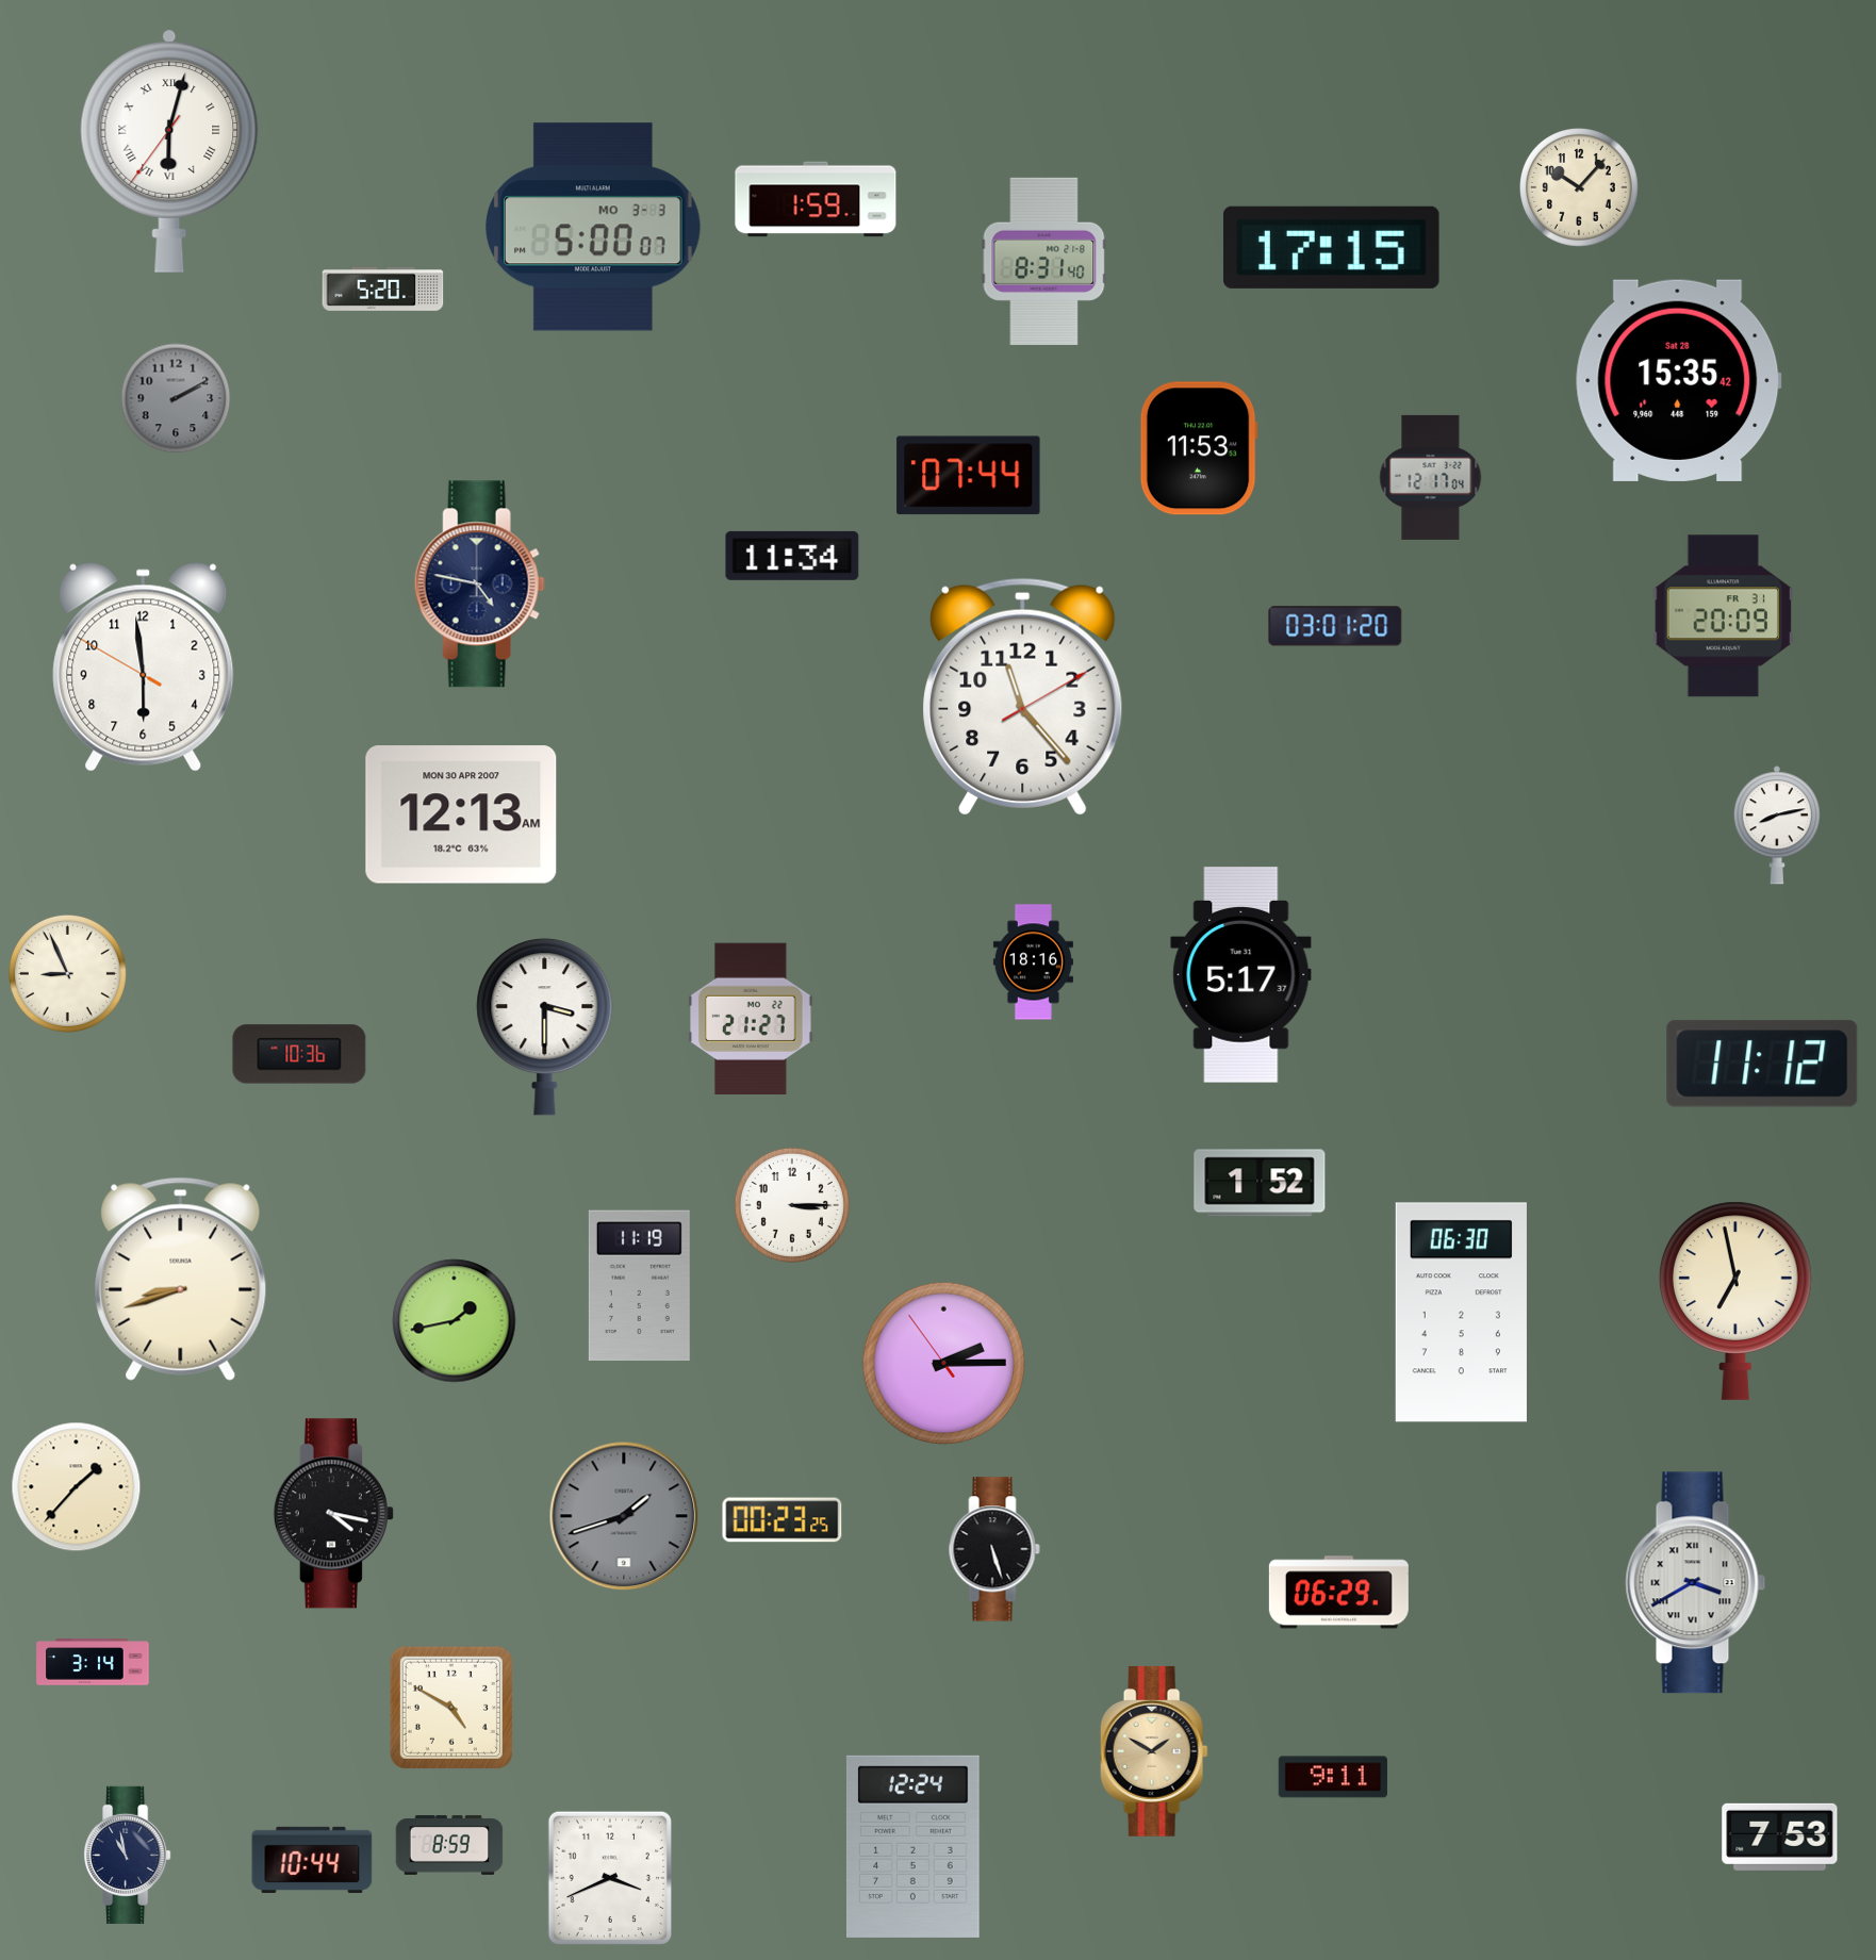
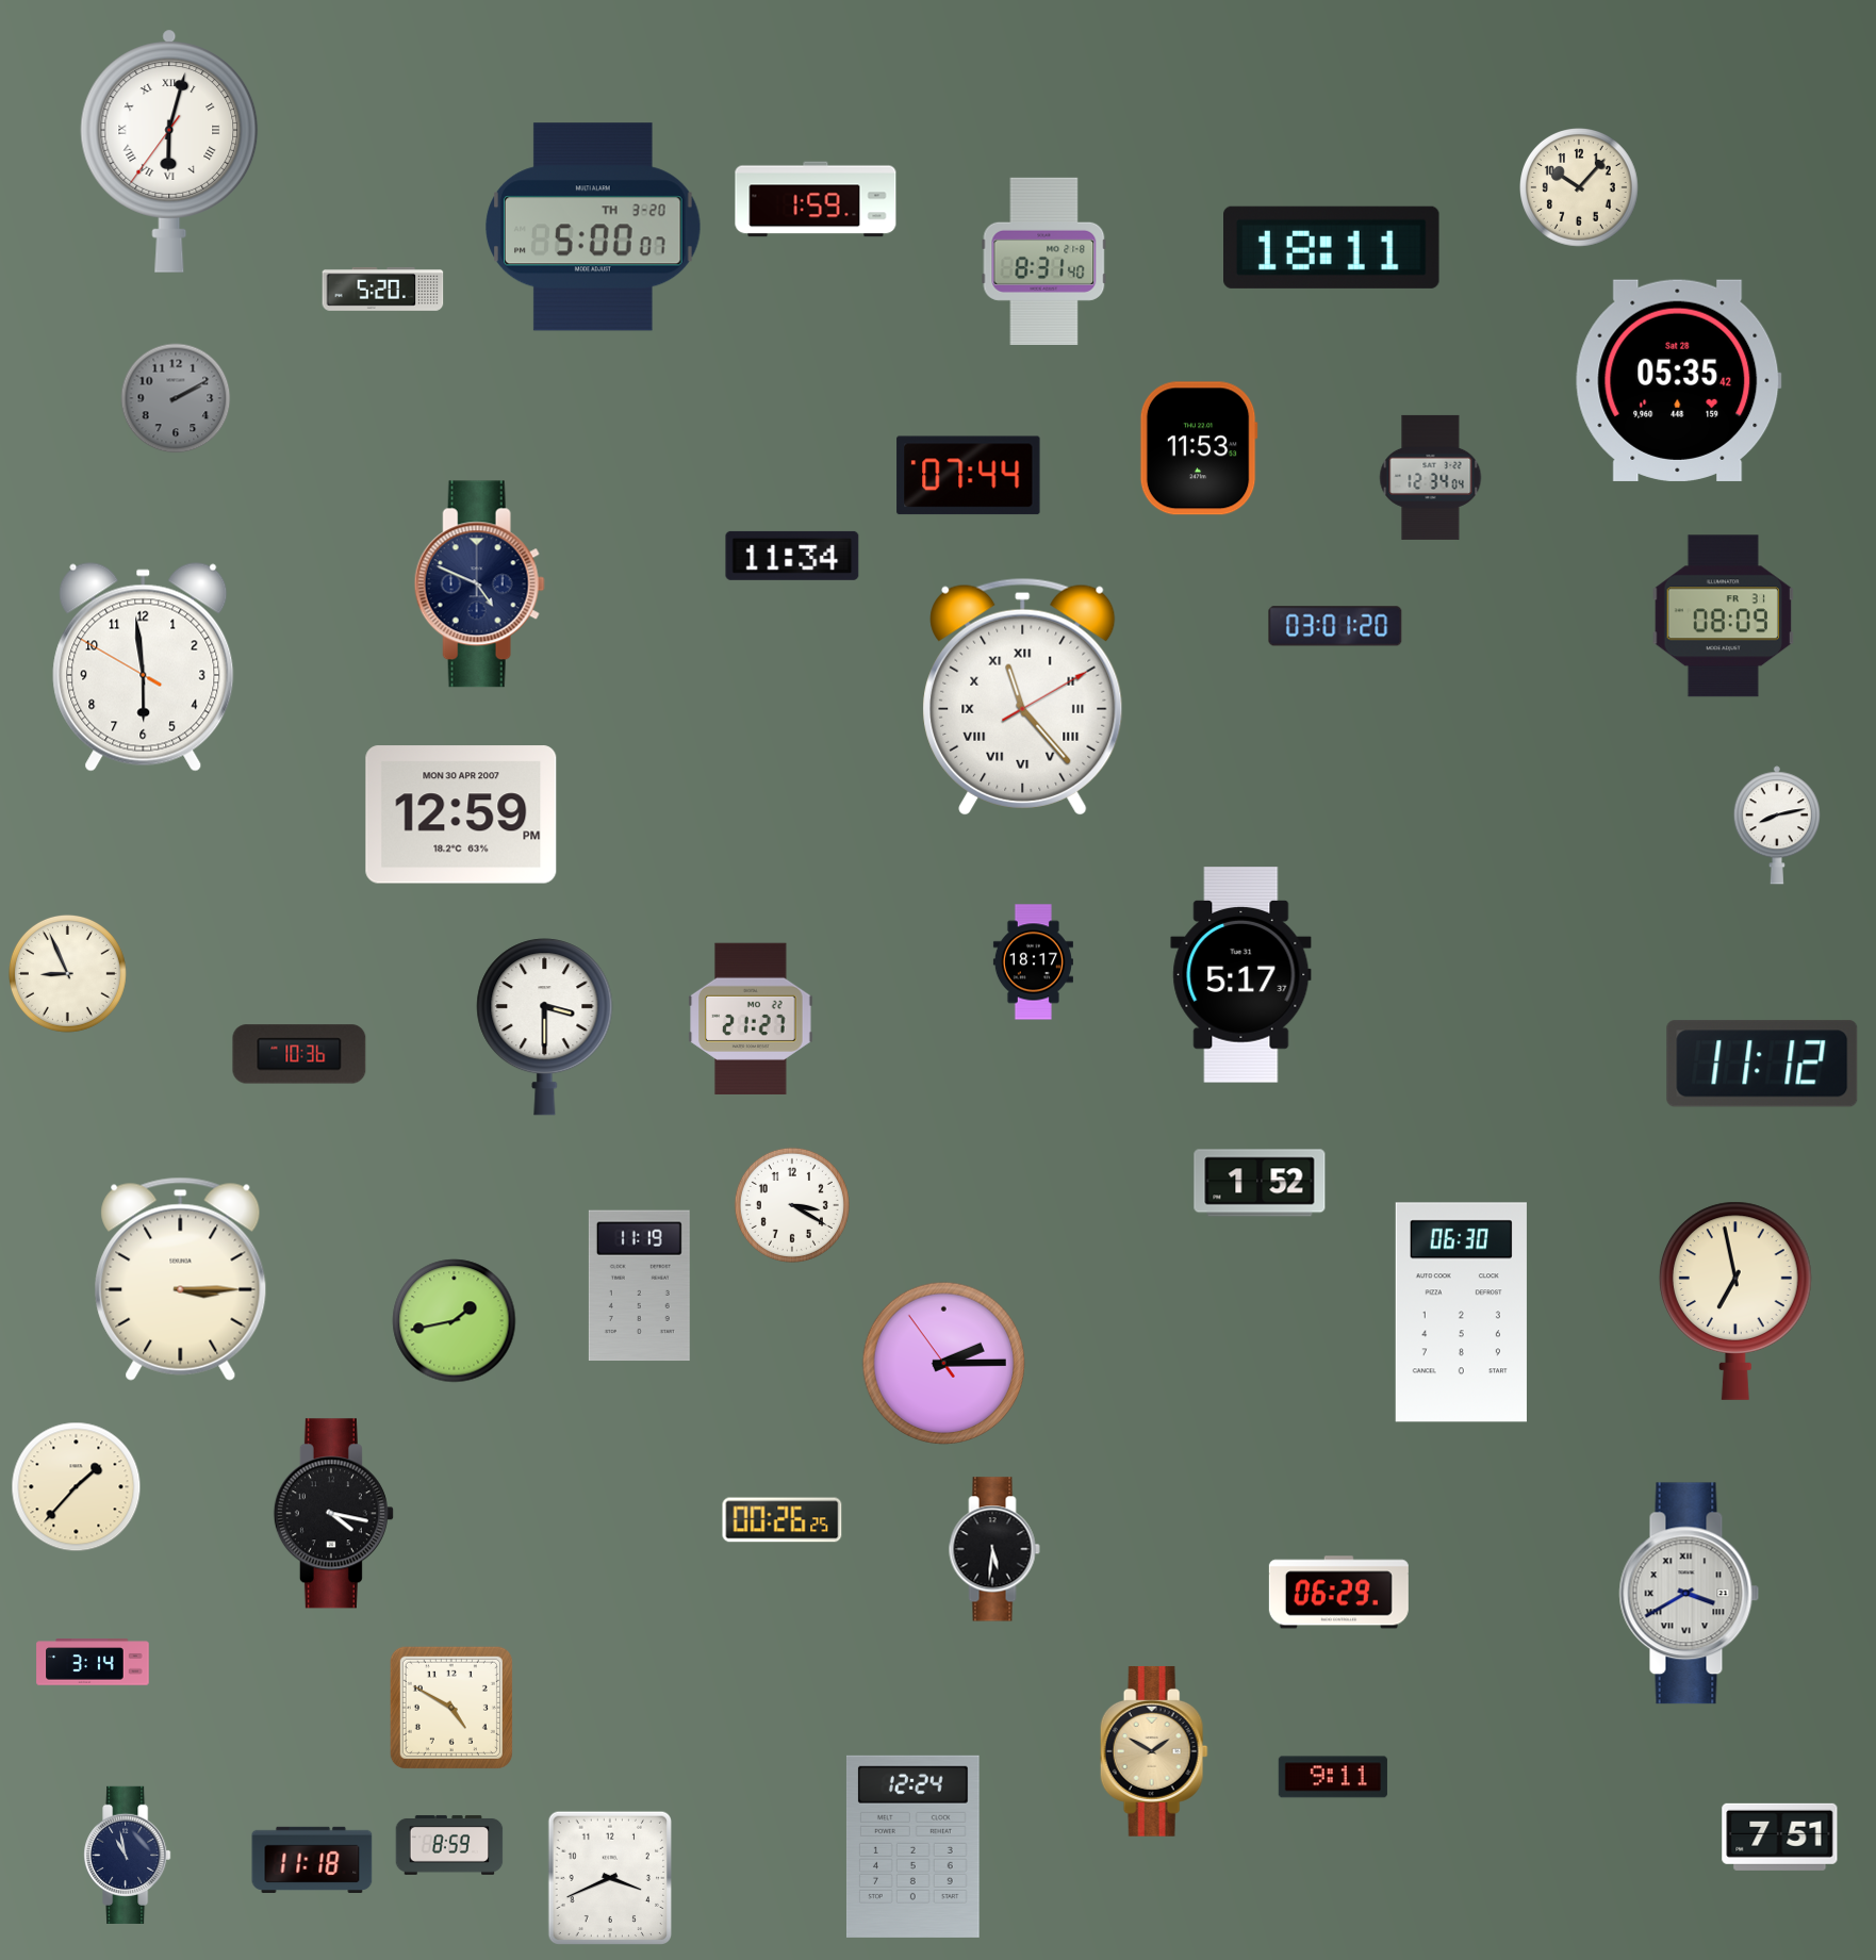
clock at (593, 227) date: MO 3-3 -> TH 3-20
clock at (1332, 247): 17:15 -> 18:11
clock at (1679, 380): 15:35 -> 05:35
clock at (1431, 477): 12:17 -> 12:34
clock at (479, 584): 4:47 -> 4:49
clock at (1723, 616): 20:09 -> 08:09
clock at (1023, 696) numerals: Arabic -> Roman
clock at (461, 814): 12:13 -> 12:59
clock at (1033, 962): 18:16 -> 18:17
clock at (792, 1205): 3:15 -> 3:20
clock at (181, 1279): 8:42 -> 3:15
clock at (624, 1516): 1:42 -> none
clock at (783, 1520): 00:23 -> 00:26
clock at (994, 1549): 5:27 -> 5:31
clock at (1696, 1583) position: (1696, 1583) -> (1690, 1594)
clock at (1780, 1837): 7:53 -> 7:51
clock at (312, 1860): 10:44 -> 11:18
